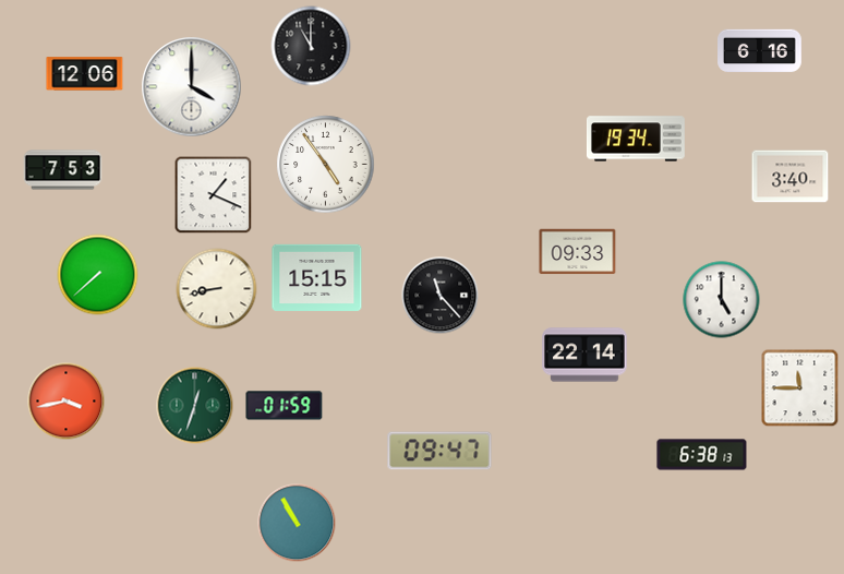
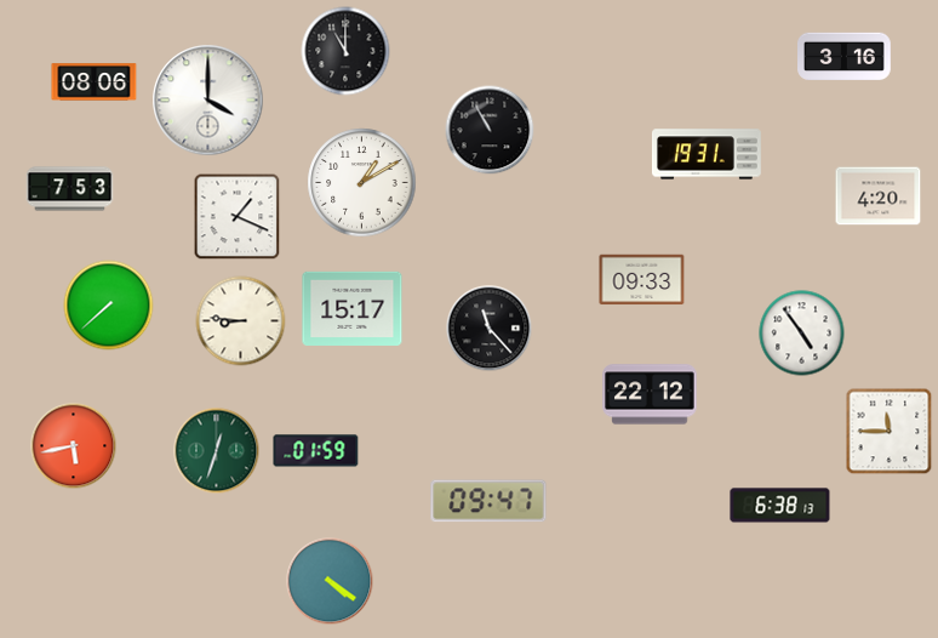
clock at (760, 51): 6:16 -> 3:16
clock at (85, 74): 12:06 -> 08:06
clock at (192, 87) position: (192, 87) -> (208, 101)
clock at (490, 130): none -> 10:55
clock at (636, 139): 19:34 -> 19:31
clock at (326, 165): 4:54 -> 1:10
clock at (791, 177): 3:40 -> 4:20
clock at (317, 277): 15:15 -> 15:17
clock at (217, 289): 8:43 -> 8:46
clock at (722, 300): 5:00 -> 4:54
clock at (584, 355): 22:14 -> 22:12
clock at (67, 402): 3:43 -> 5:43
clock at (297, 523): 10:55 -> 4:21
